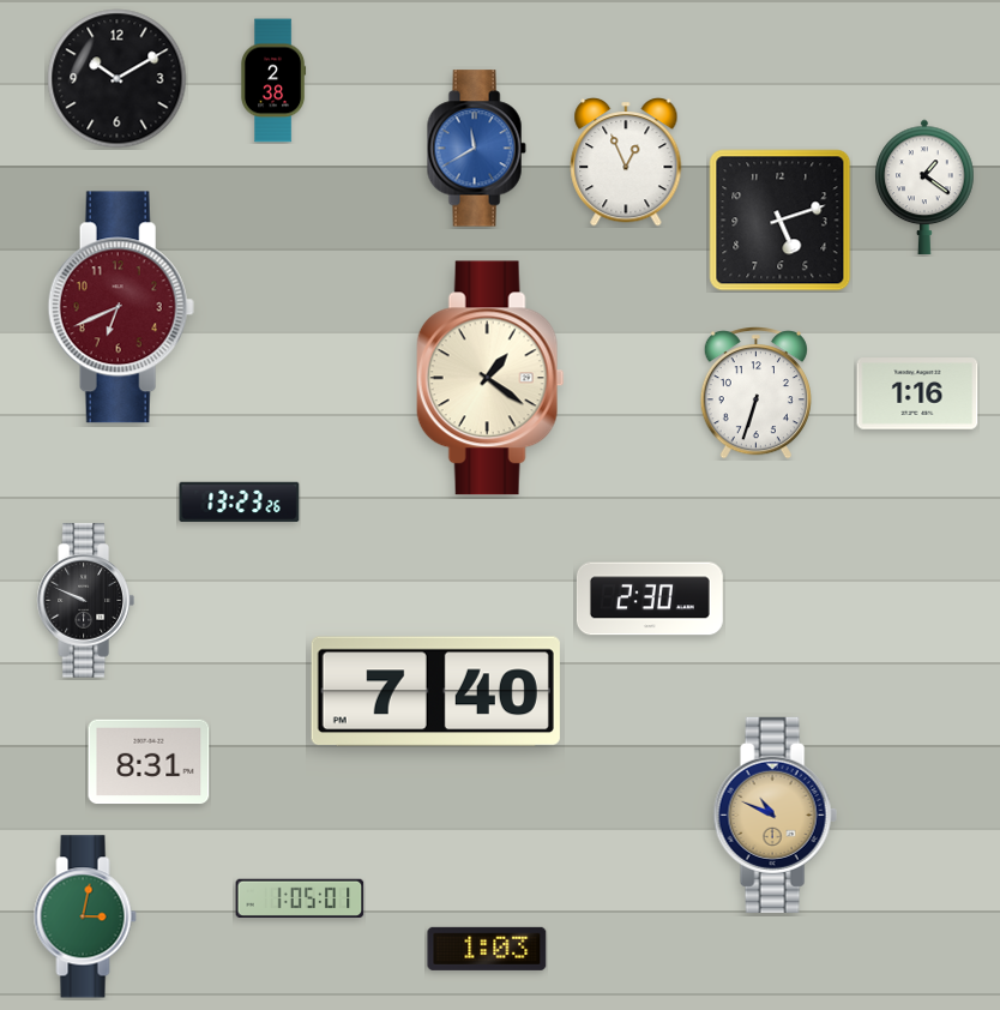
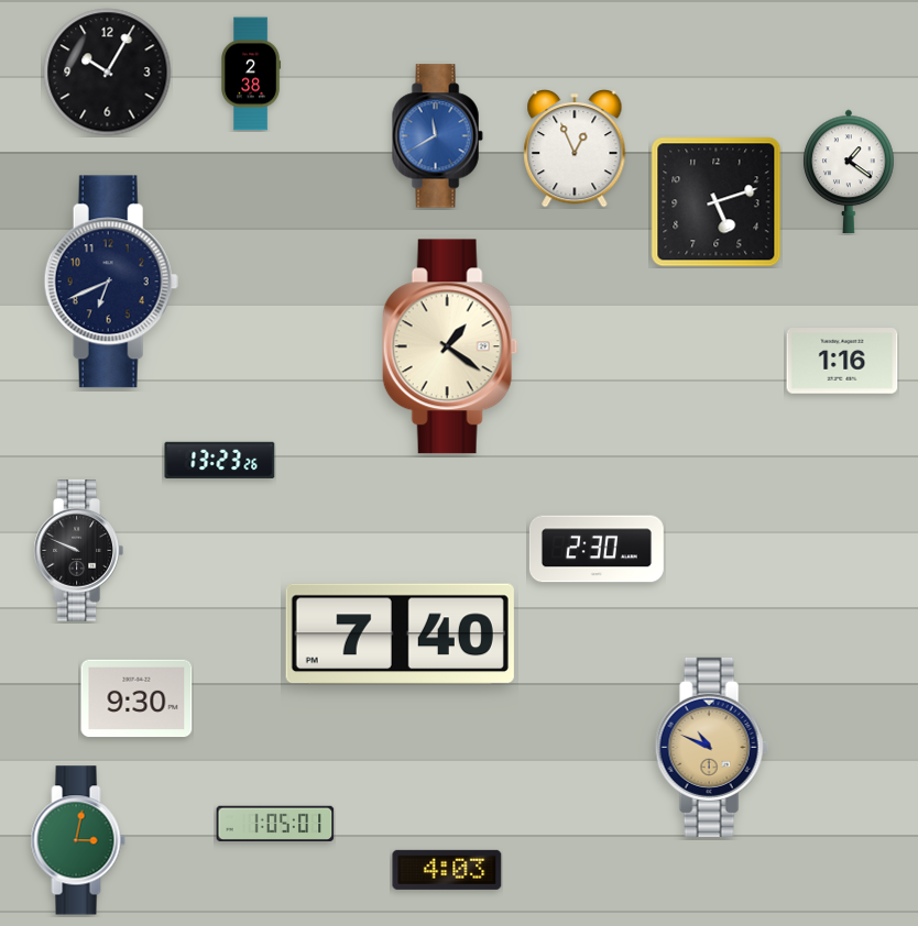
clock at (118, 79): 10:10 -> 10:05
clock at (121, 307) dial: burgundy -> navy
clock at (755, 393): 6:33 -> none
clock at (149, 762): 8:31 -> 9:30
clock at (487, 949): 1:03 -> 4:03
